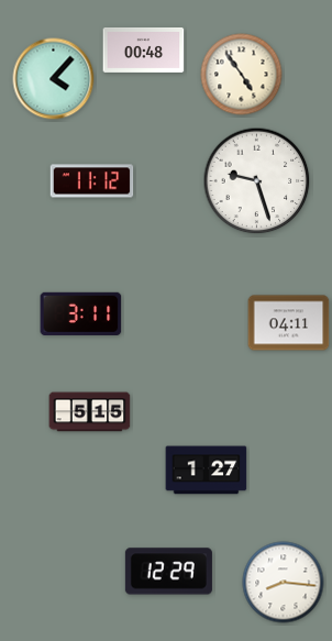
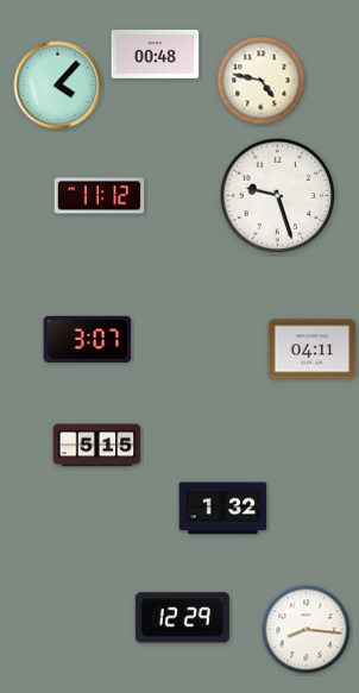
clock at (242, 75): 4:54 -> 4:47
clock at (81, 313): 3:11 -> 3:07
clock at (207, 471): 1:27 -> 1:32
